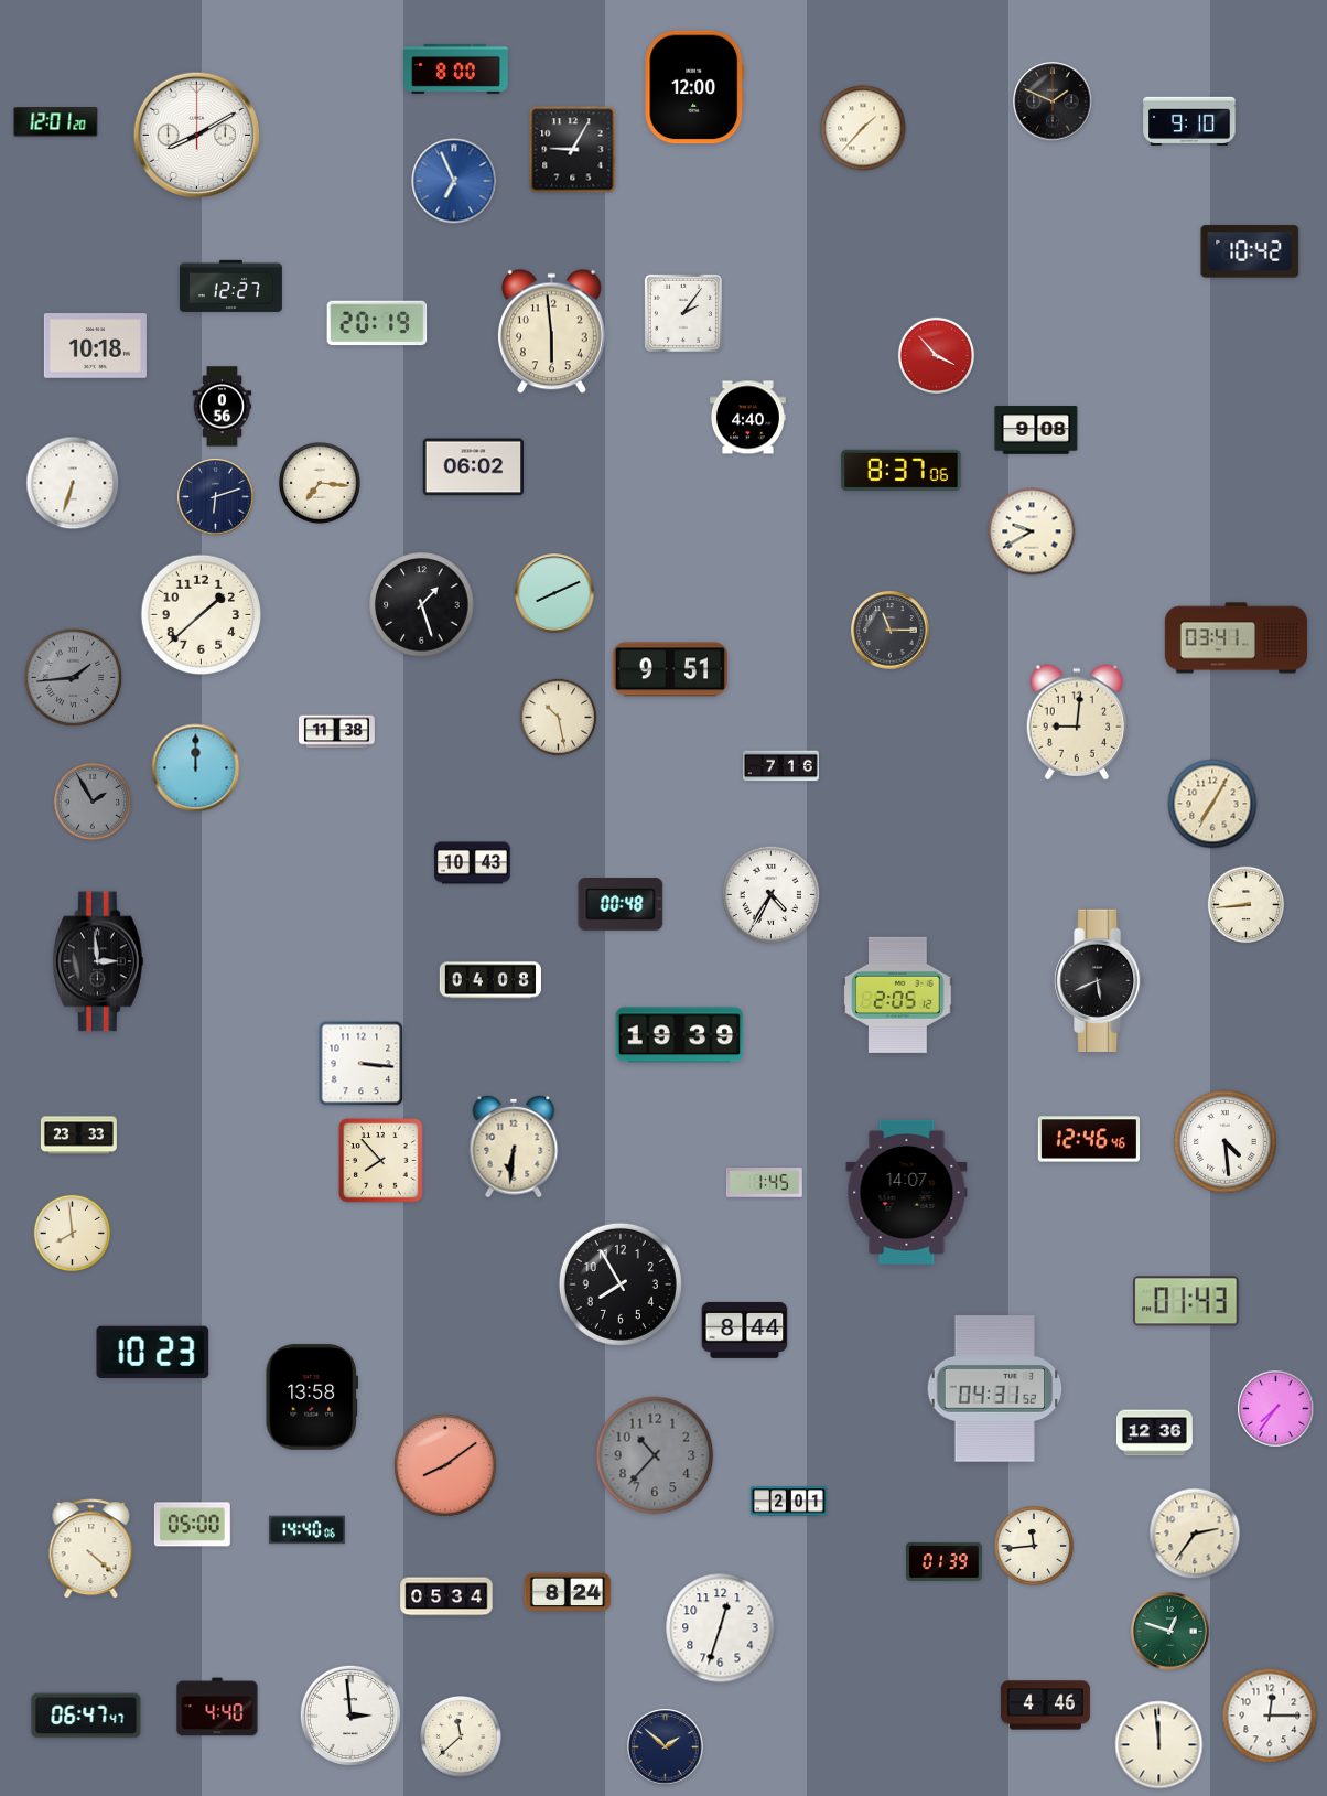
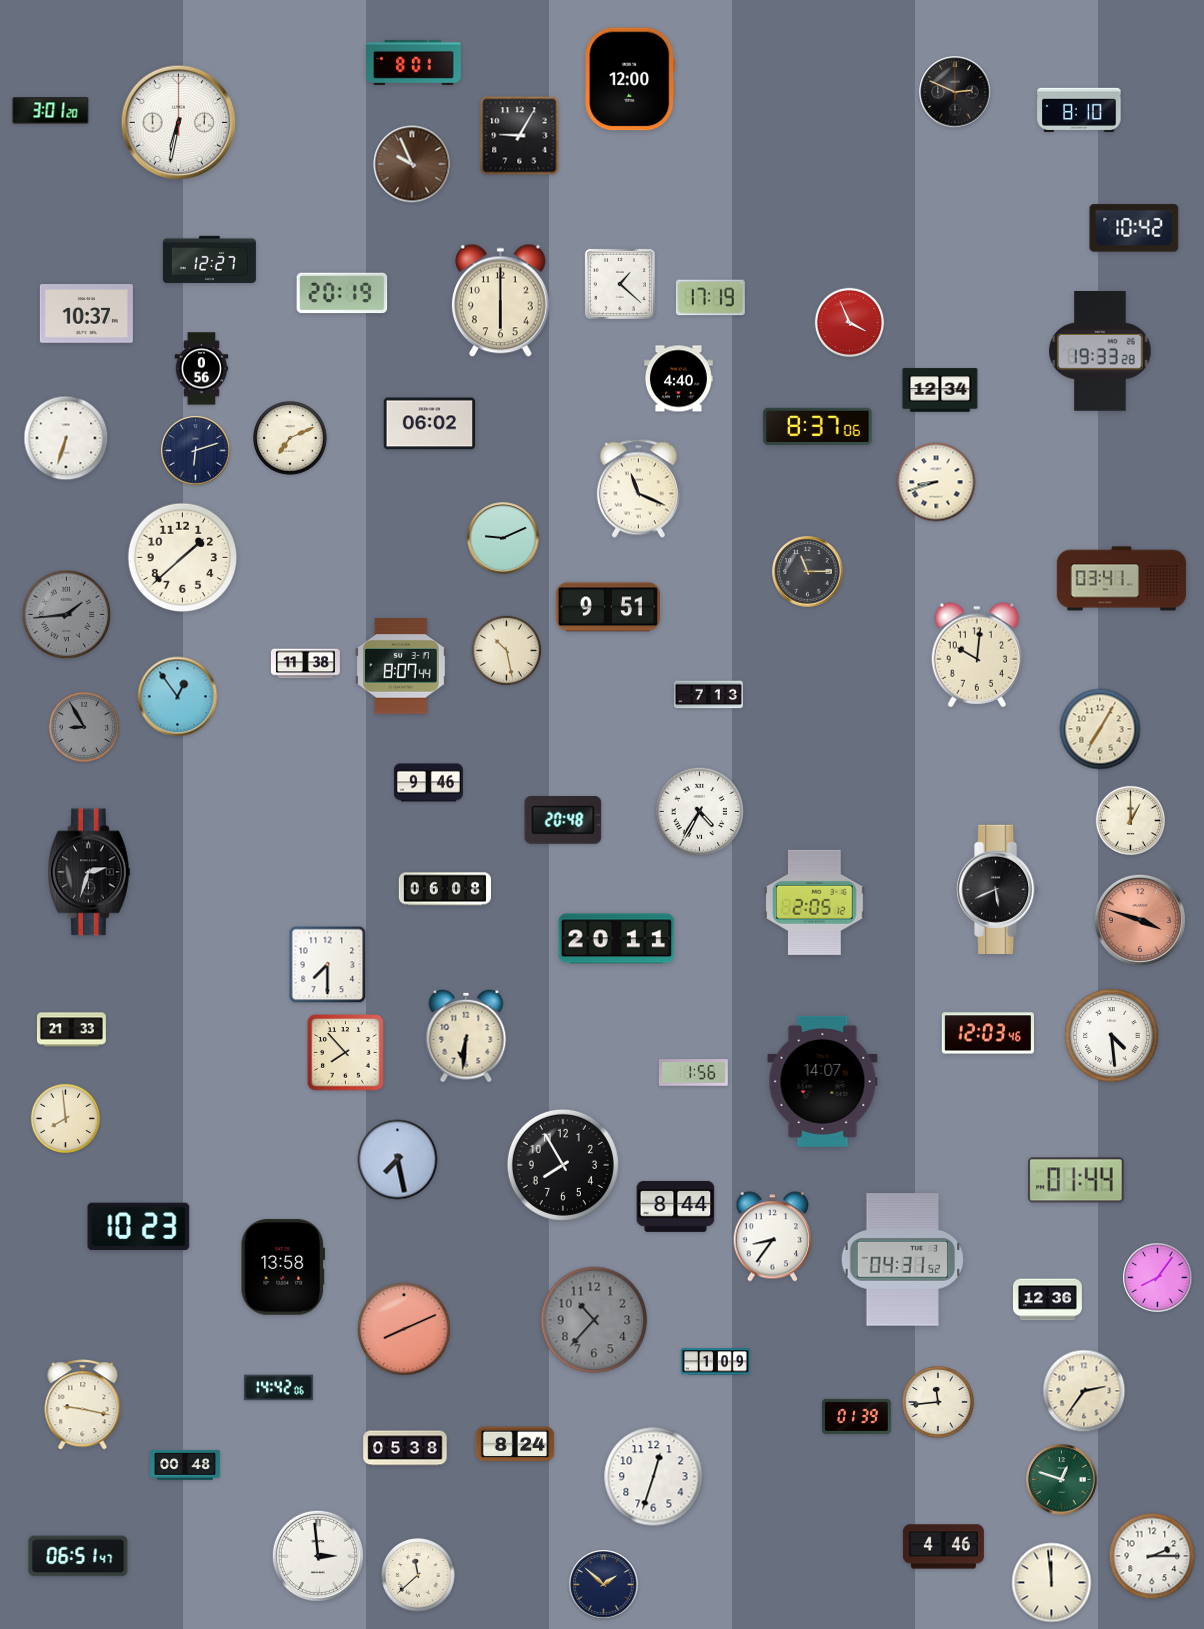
clock at (456, 68): 8:00 -> 8:01
clock at (1053, 101): 1:49 -> 2:49
clock at (1189, 120): 9:10 -> 8:10
clock at (56, 122): 12:01 -> 3:01
clock at (863, 128): 1:37 -> none
clock at (197, 136): 8:10 -> 6:32
clock at (454, 181): 6:56 -> 9:56
clock at (454, 181) dial: blue -> brown
clock at (683, 313): 2:06 -> 1:22
clock at (710, 298): none -> 17:19
clock at (552, 332): 5:59 -> 6:00
clock at (95, 346): 10:18 -> 10:37
clock at (937, 356): 3:53 -> 3:56
clock at (1100, 352): none -> 19:33
clock at (1036, 430): 9:08 -> 12:34
clock at (320, 483): 7:16 -> 7:11
clock at (1032, 531): 9:40 -> 8:42
clock at (638, 489): none -> 11:19
clock at (554, 593): 8:11 -> 9:11
clock at (422, 605): 1:27 -> none
clock at (1077, 722): 9:01 -> 10:01
clock at (402, 666): none -> 8:07
clock at (780, 766): 7:16 -> 7:13
clock at (196, 768): 12:00 -> 12:54
clock at (93, 802): 1:55 -> 8:55
clock at (472, 863): 10:43 -> 9:46
clock at (621, 905): 00:48 -> 20:48
clock at (1247, 905): 8:44 -> 1:00
clock at (99, 961): 2:59 -> 2:33
clock at (489, 980): 04:08 -> 06:08
clock at (1140, 920): none -> 3:48
clock at (680, 1035): 19:39 -> 20:11
clock at (362, 1064): 3:16 -> 7:30
clock at (78, 1136): 23:33 -> 21:33
clock at (1088, 1139): 12:46 -> 12:03
clock at (514, 1147) position: (514, 1147) -> (466, 1036)
clock at (764, 1183): 1:45 -> 1:56
clock at (398, 1160): none -> 7:28
clock at (1186, 1301): 01:43 -> 01:44
clock at (772, 1237): none -> 8:36
clock at (1276, 1409): 7:36 -> 8:06
clock at (445, 1465): 8:09 -> 8:11
clock at (788, 1502): 2:01 -> 1:09
clock at (192, 1525): 05:00 -> none
clock at (306, 1530): 14:40 -> 14:42
clock at (91, 1549): 4:22 -> 9:17
clock at (446, 1596): 05:34 -> 05:38
clock at (185, 1465): none -> 00:48
clock at (1045, 1706) position: (1045, 1706) -> (943, 1547)
clock at (217, 1707): 4:40 -> none
clock at (86, 1716): 06:47 -> 06:51
clock at (1270, 1716): 12:15 -> 2:15
